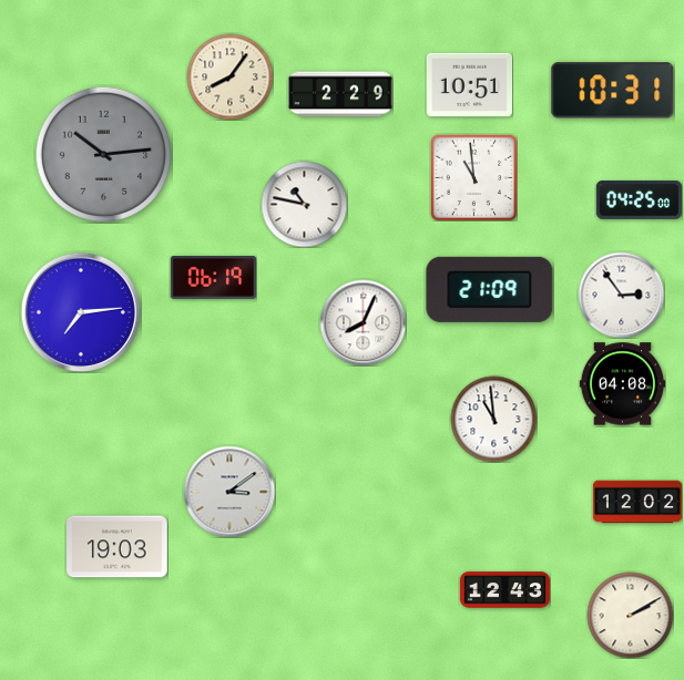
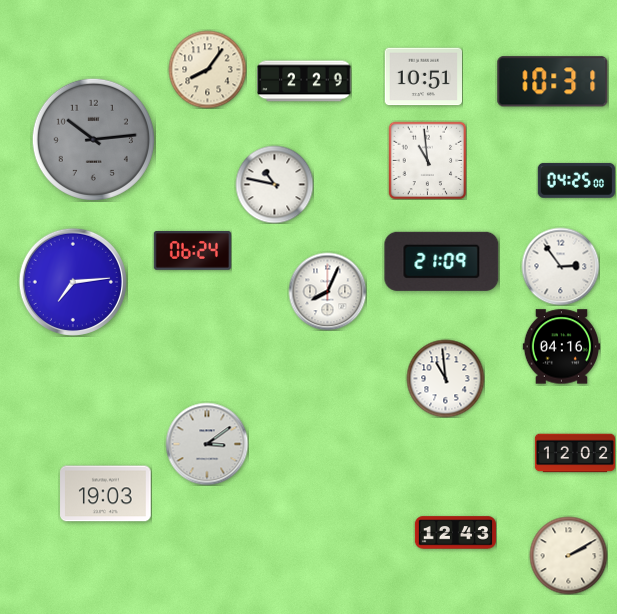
clock at (340, 94) position: (340, 94) -> (304, 81)
clock at (213, 278): 06:19 -> 06:24
clock at (622, 384): 04:08 -> 04:16
